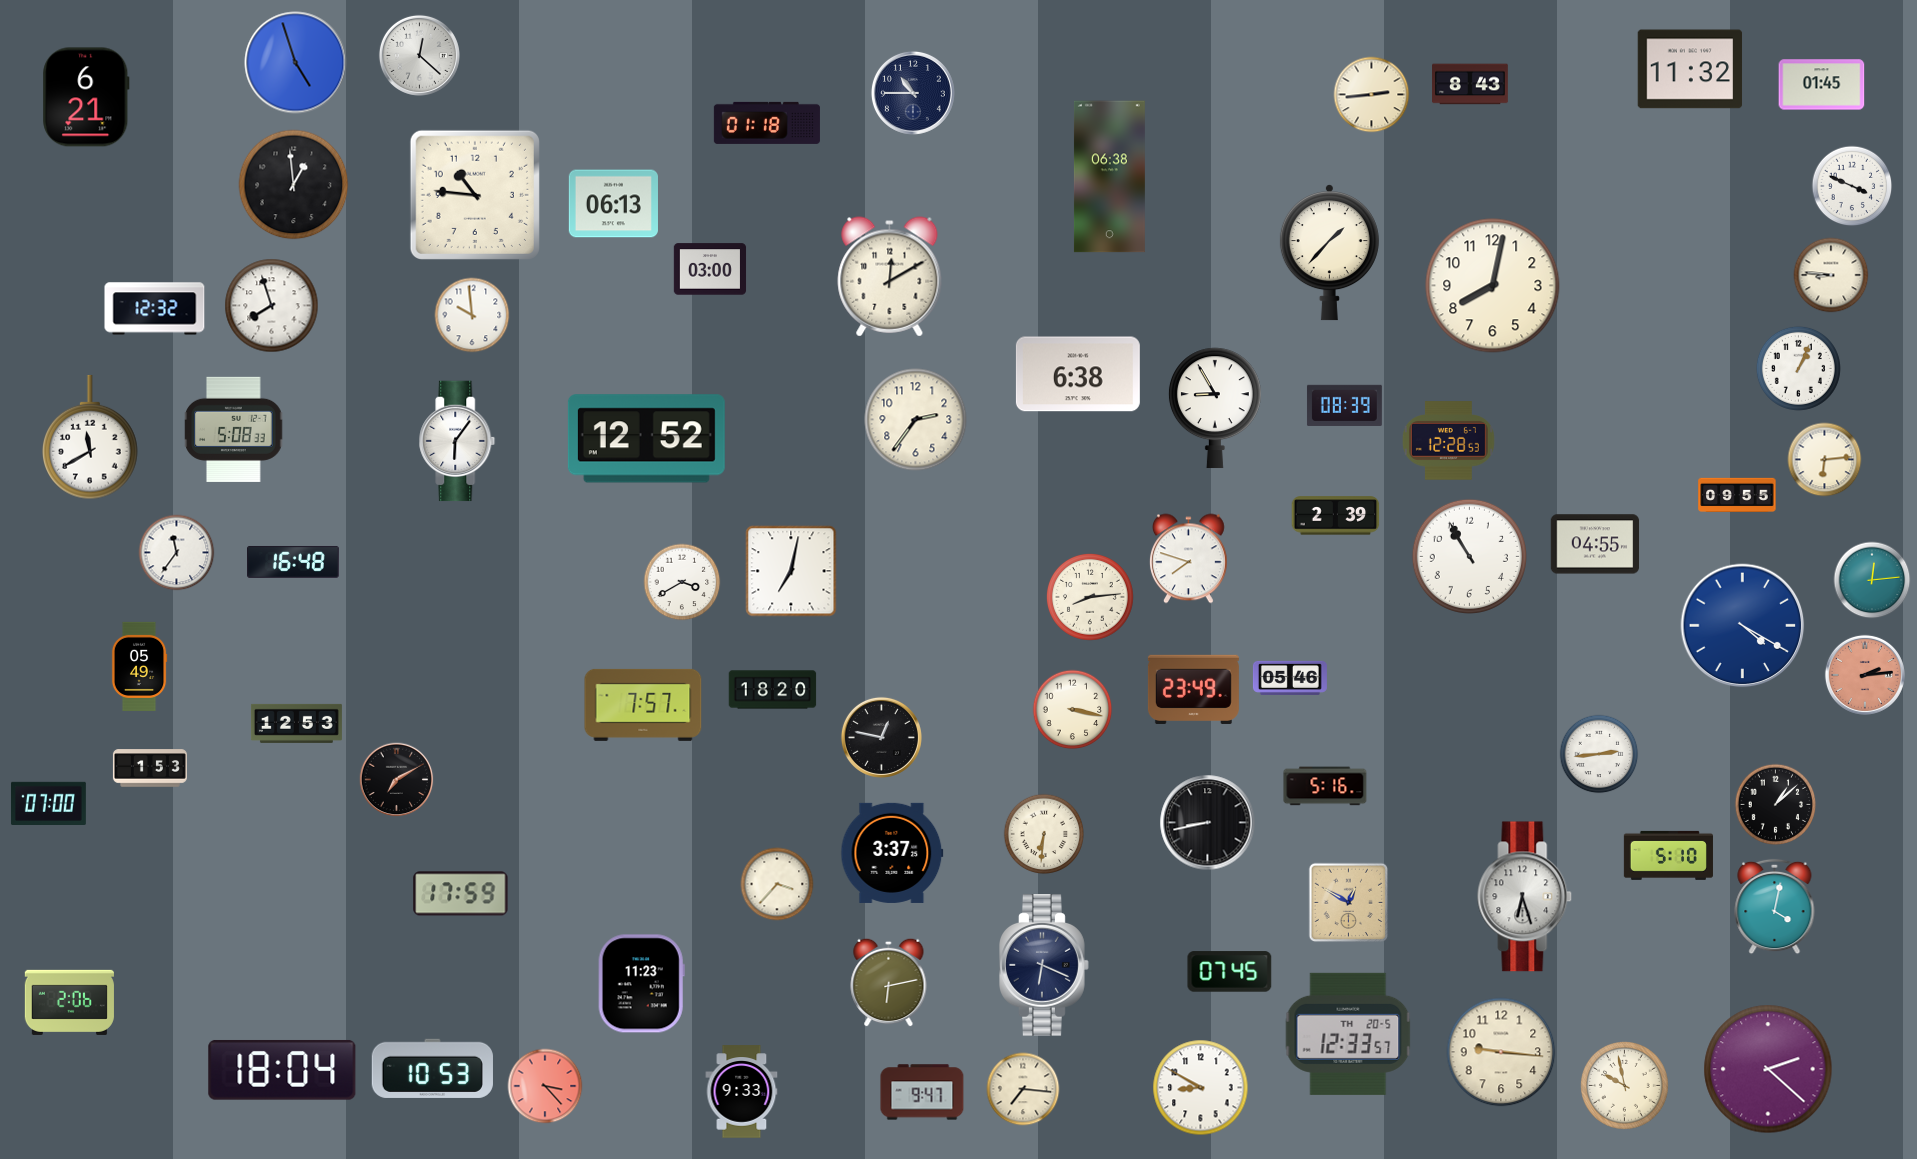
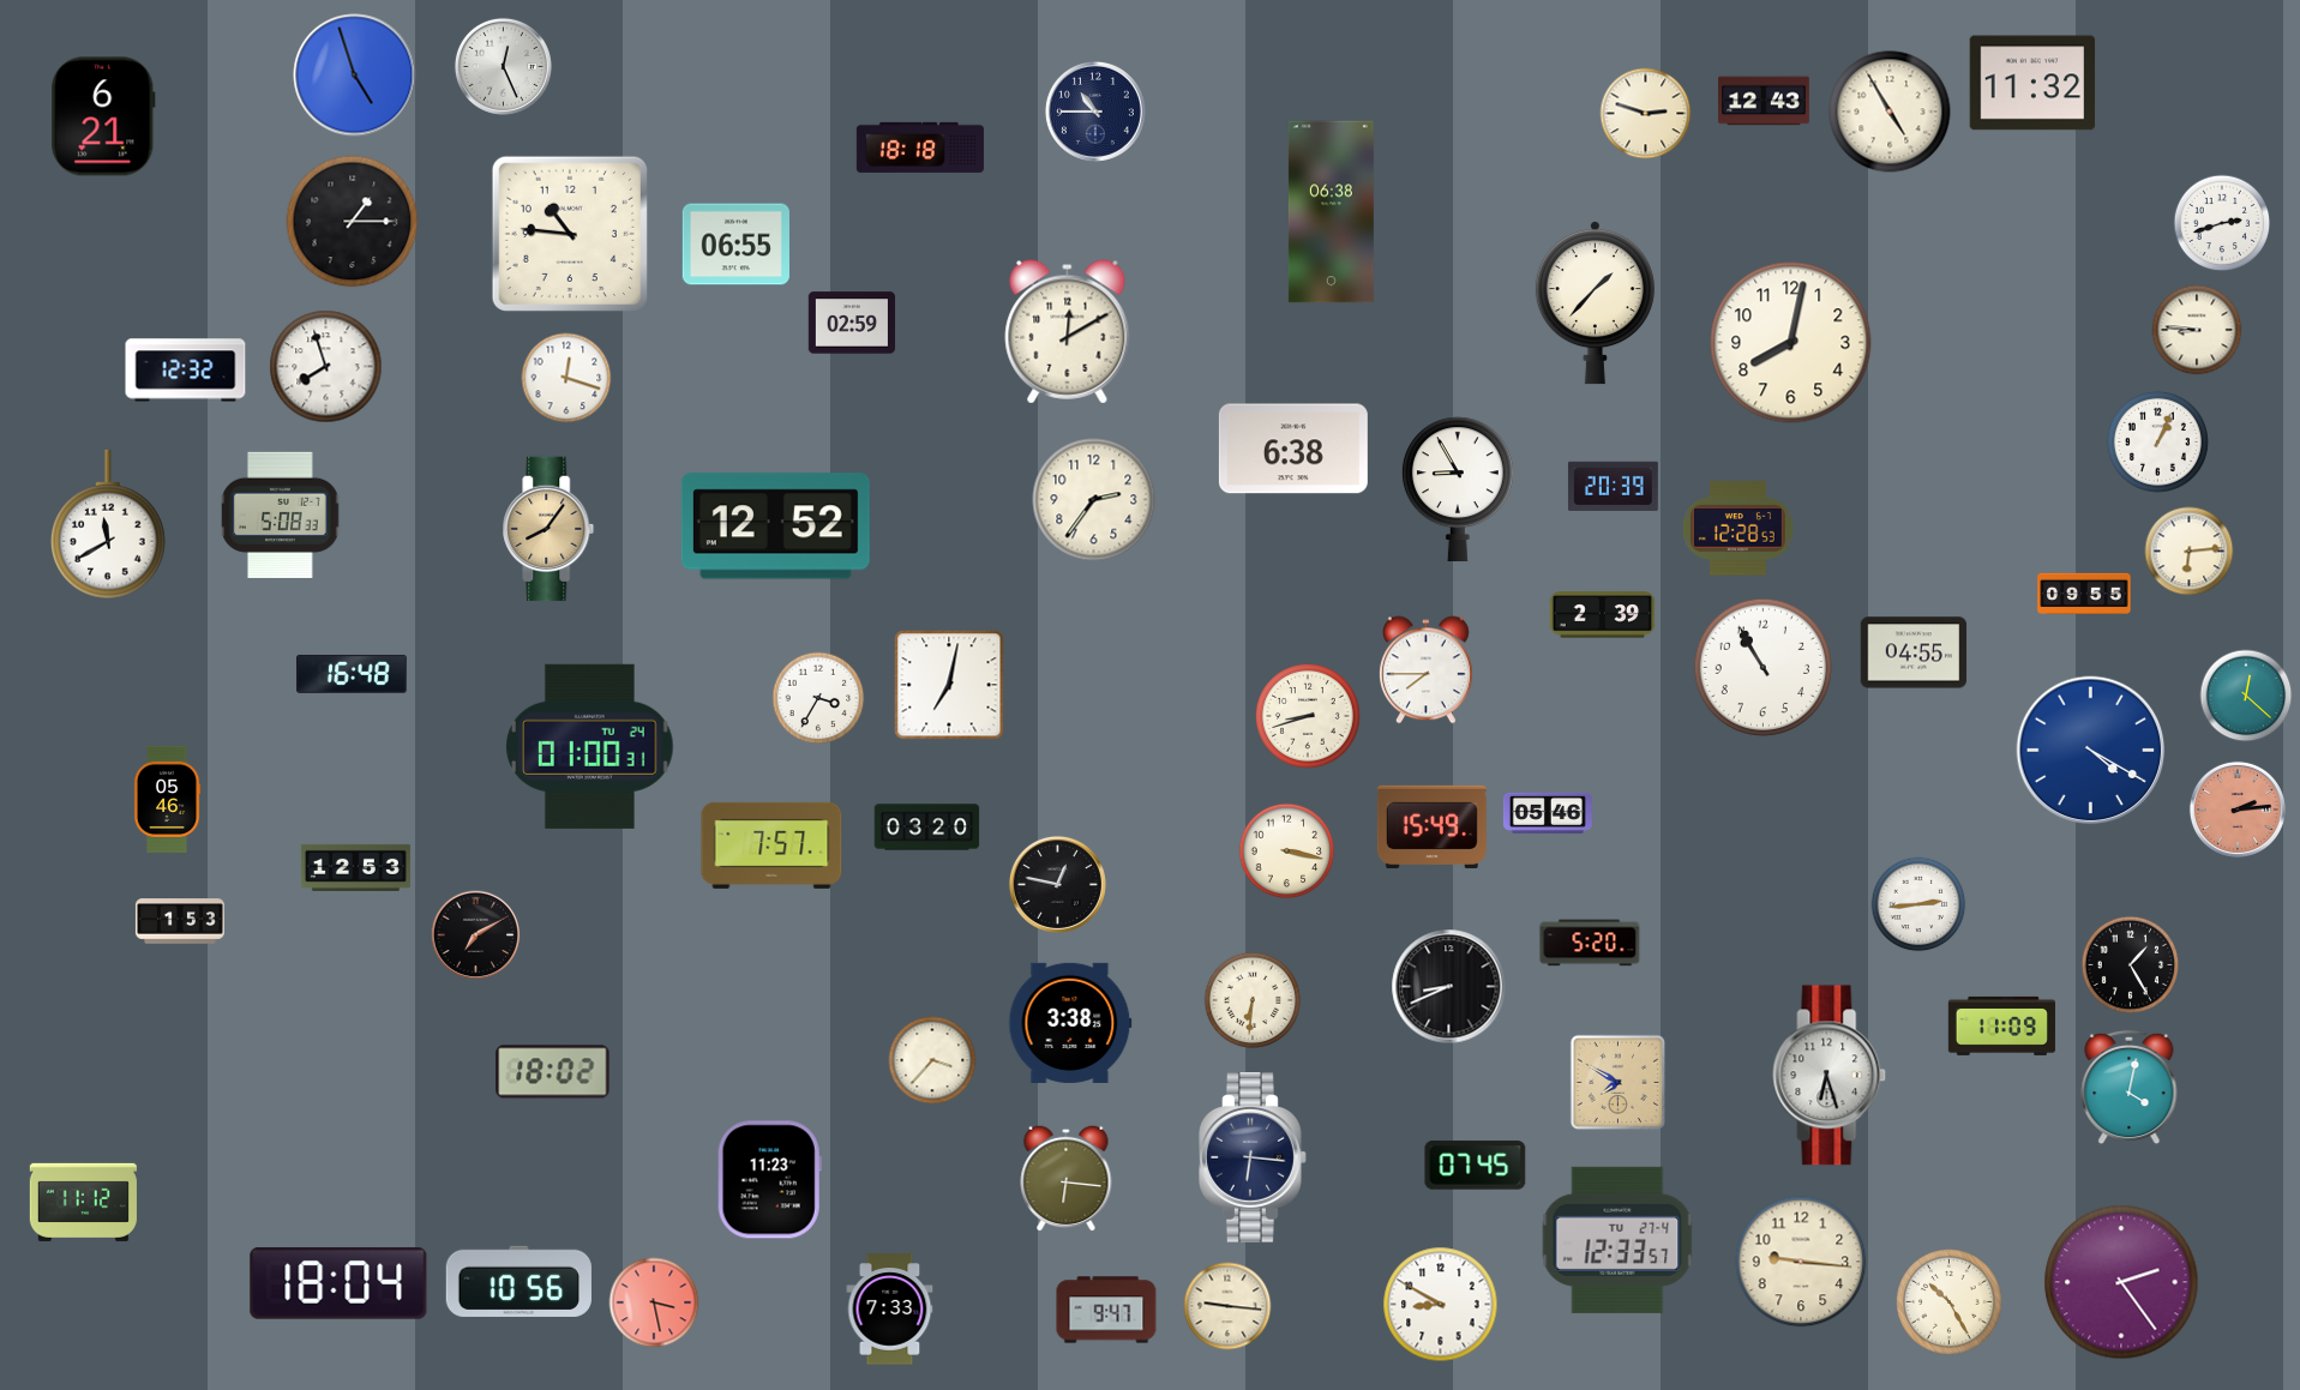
clock at (419, 55): 12:22 -> 12:26
clock at (1690, 69) position: (1690, 69) -> (2032, 83)
clock at (1470, 84): 8:43 -> 12:43
clock at (1822, 85): 01:45 -> none
clock at (1890, 112): none -> 4:55
clock at (1372, 95): 2:44 -> 2:48
clock at (767, 123): 01:18 -> 18:18
clock at (294, 185): 12:59 -> 1:15
clock at (1852, 186): 3:49 -> 2:42
clock at (613, 204): 06:13 -> 06:55
clock at (710, 269): 03:00 -> 02:59
clock at (472, 315): 9:59 -> 12:18
clock at (1344, 405): 08:39 -> 20:39
clock at (916, 420) position: (916, 420) -> (1094, 500)
clock at (457, 441): 6:06 -> 8:06
clock at (457, 441) dial: white -> champagne
clock at (1336, 516) position: (1336, 516) -> (1603, 615)
clock at (177, 553): 11:36 -> none
clock at (1188, 559): 7:48 -> 7:45
clock at (1872, 580): 12:14 -> 12:22
clock at (682, 582): 3:40 -> 3:35
clock at (1091, 598): 8:14 -> 8:42
clock at (590, 746): none -> 01:00
clock at (139, 666): 05:49 -> 05:46
clock at (1193, 689): 23:49 -> 15:49
clock at (773, 690): 18:20 -> 03:20
clock at (1325, 786): 5:16 -> 5:20
clock at (48, 803): 07:00 -> none
clock at (1776, 805): 1:08 -> 1:25
clock at (1208, 823): 8:43 -> 8:41
clock at (892, 853): 3:37 -> 3:38
clock at (1668, 855): 5:10 -> 11:09
clock at (461, 894): 17:59 -> 18:02
clock at (1349, 903): 12:50 -> 7:50
clock at (1045, 966): 6:19 -> 6:16
clock at (889, 982): 6:13 -> 6:16
clock at (69, 1002): 2:06 -> 11:12
clock at (1348, 1034) date: TH 20-5 -> TU 27-4
clock at (432, 1068): 10:53 -> 10:56
clock at (1768, 1069): 2:22 -> 2:24
clock at (545, 1086): 3:23 -> 3:28
clock at (1625, 1086): 9:58 -> 10:25
clock at (1023, 1089): 7:16 -> 9:16
clock at (742, 1092): 9:33 -> 7:33
